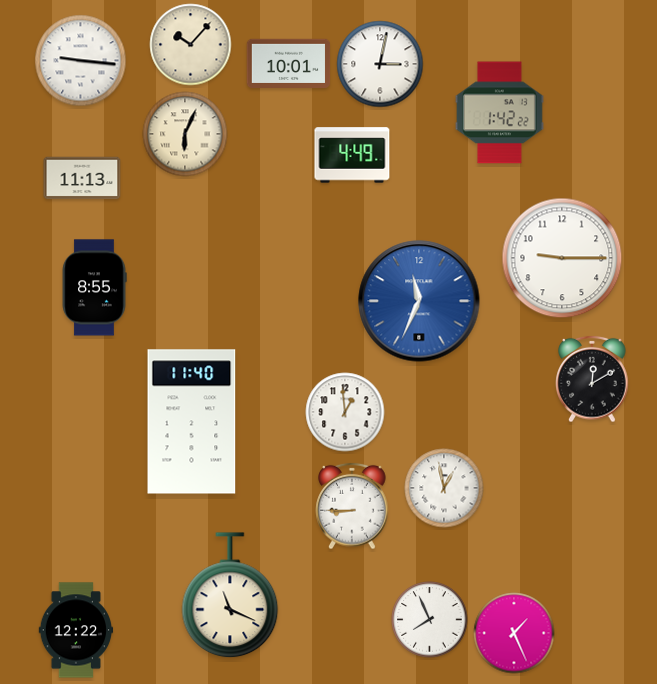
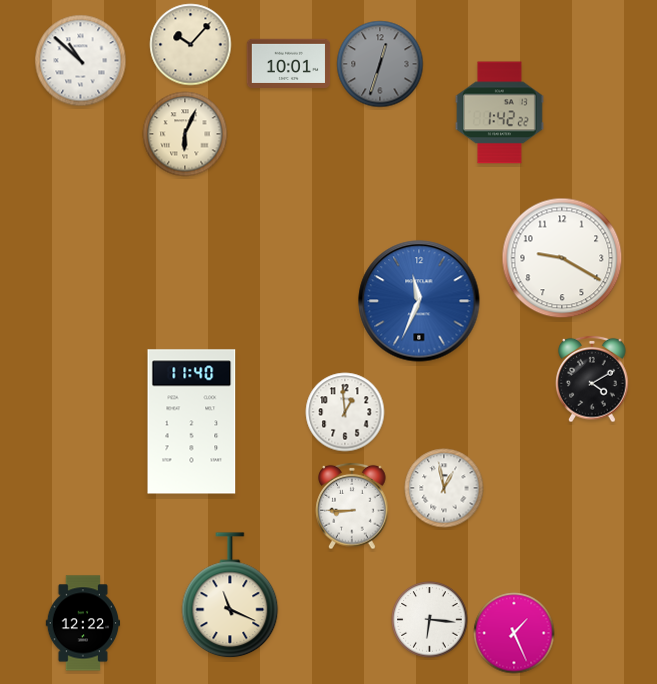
clock at (81, 61): 9:16 -> 10:52
clock at (380, 64): 3:02 -> 12:33
clock at (380, 64) dial: white -> grey
clock at (352, 155): 4:49 -> none
clock at (82, 178): 11:13 -> none
clock at (562, 258): 9:15 -> 9:20
clock at (94, 288): 8:55 -> none
clock at (592, 379): 12:10 -> 4:10
clock at (430, 620): 7:56 -> 6:16
clock at (76, 630) position: (76, 630) -> (83, 623)
